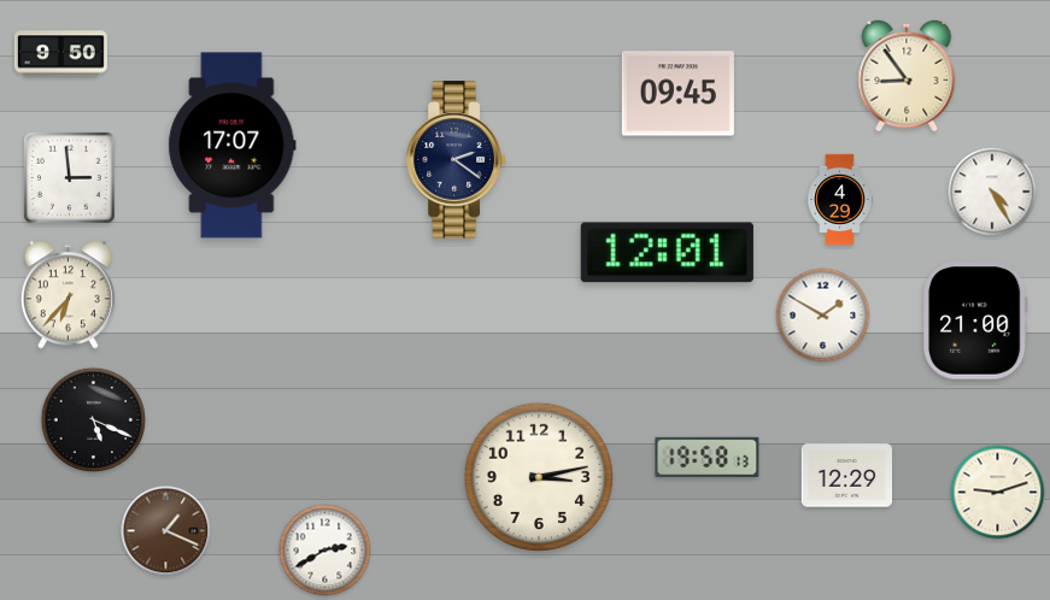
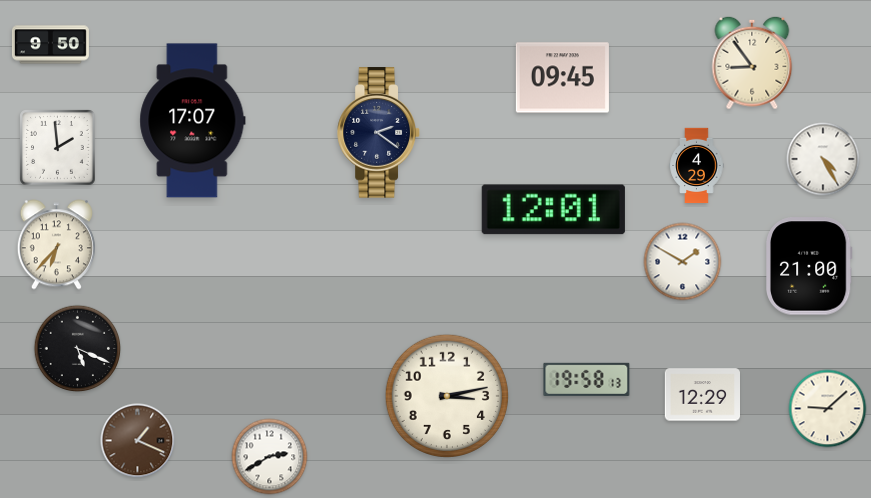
clock at (70, 178): 2:59 -> 1:59
clock at (998, 493): 9:12 -> 9:08
